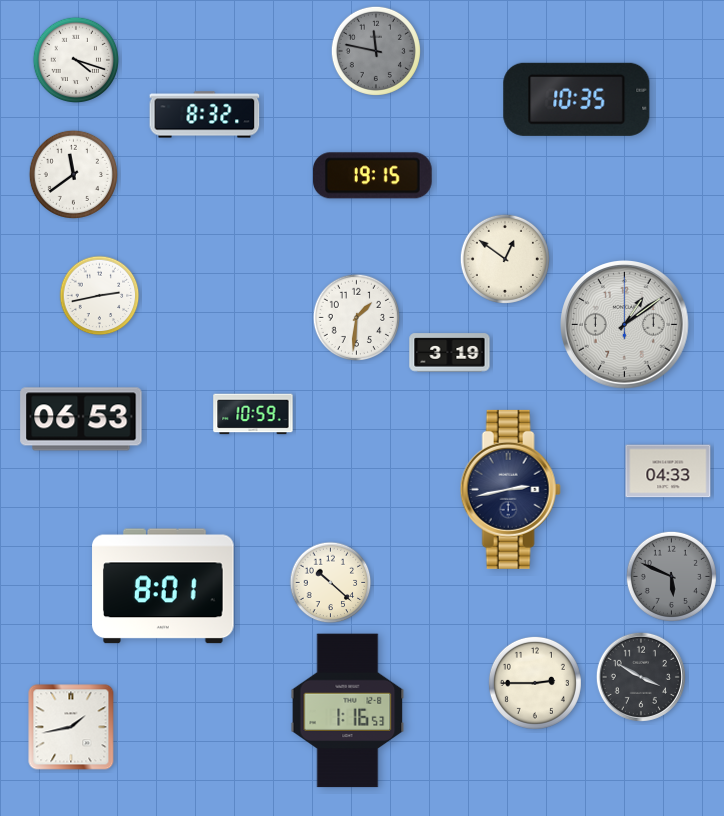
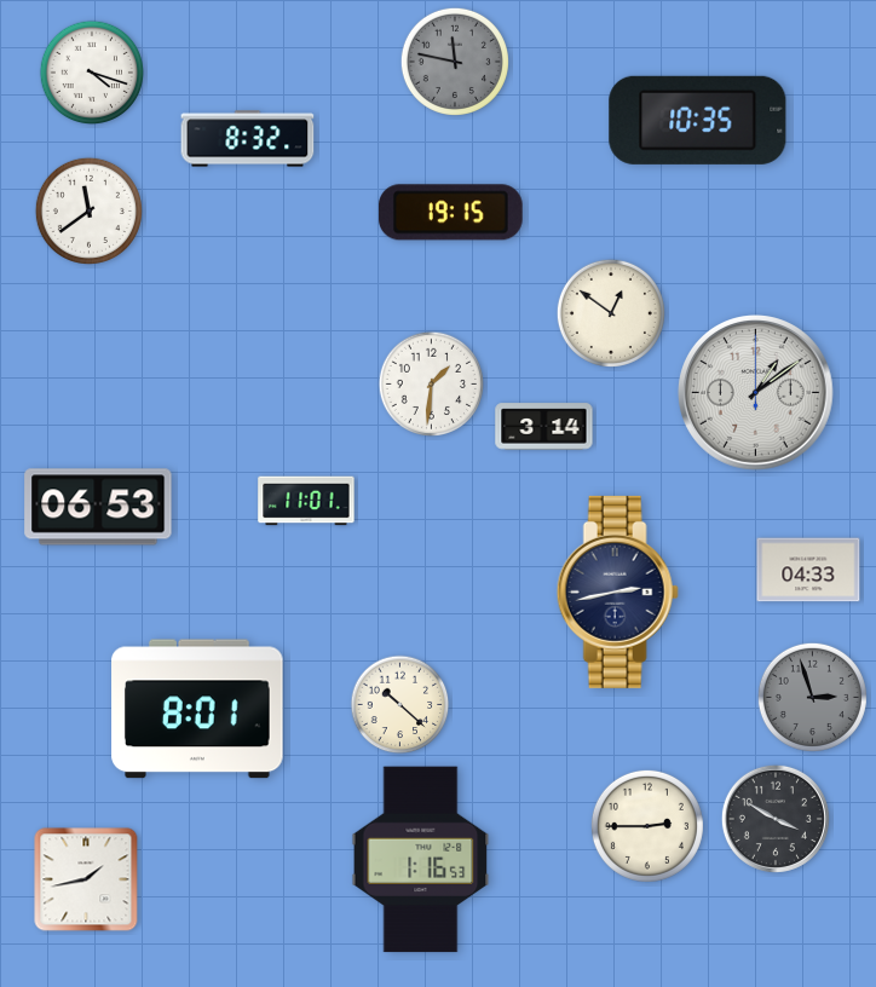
clock at (100, 296): 2:43 -> none
clock at (450, 353): 3:19 -> 3:14
clock at (253, 414): 10:59 -> 11:01
clock at (671, 576): 5:49 -> 2:57
